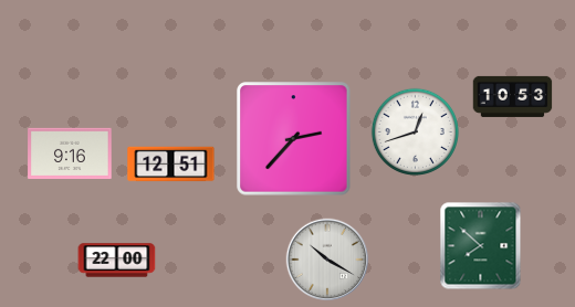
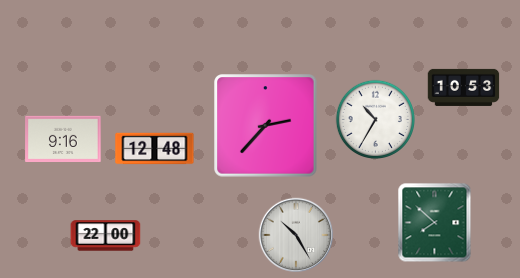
clock at (415, 131): 12:42 -> 10:35
clock at (171, 165): 12:51 -> 12:48
clock at (327, 260): 10:20 -> 10:25
